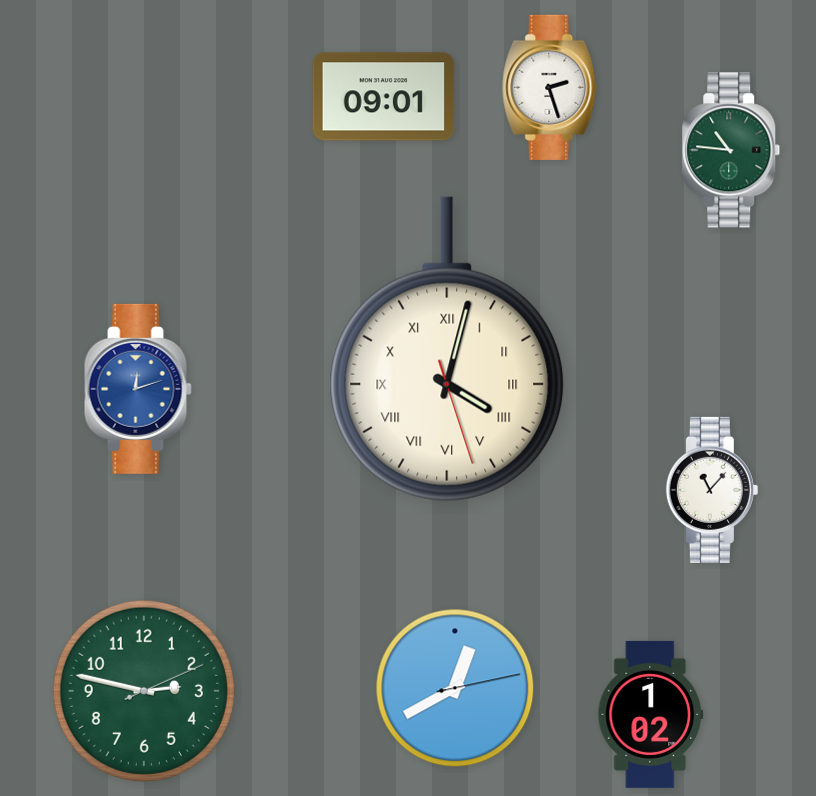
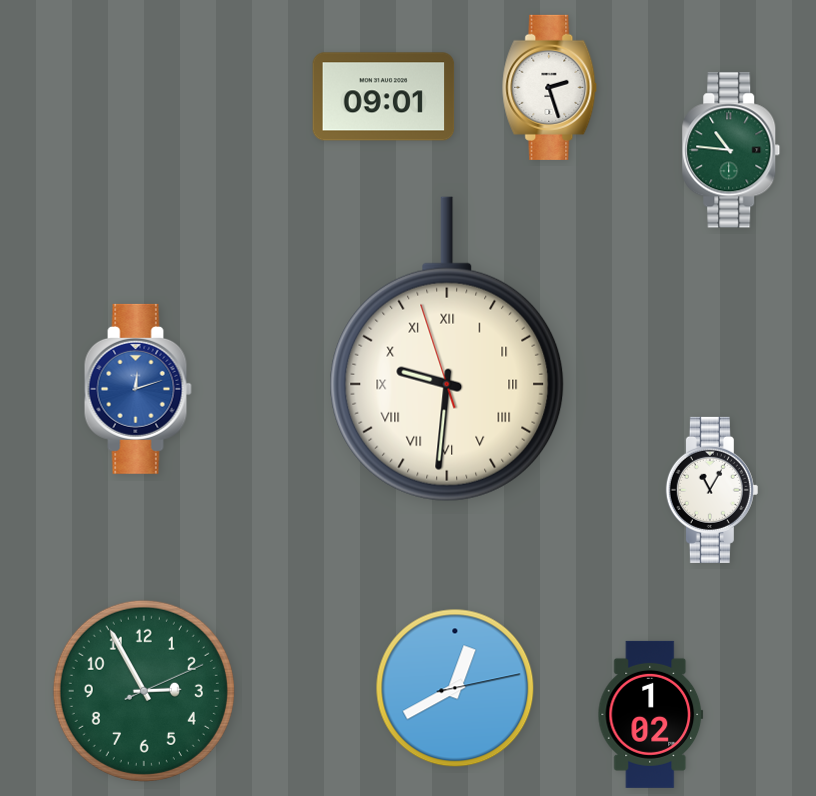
clock at (447, 349): 4:02 -> 9:30
clock at (712, 490): 11:07 -> 11:05
clock at (144, 691): 2:47 -> 2:55
